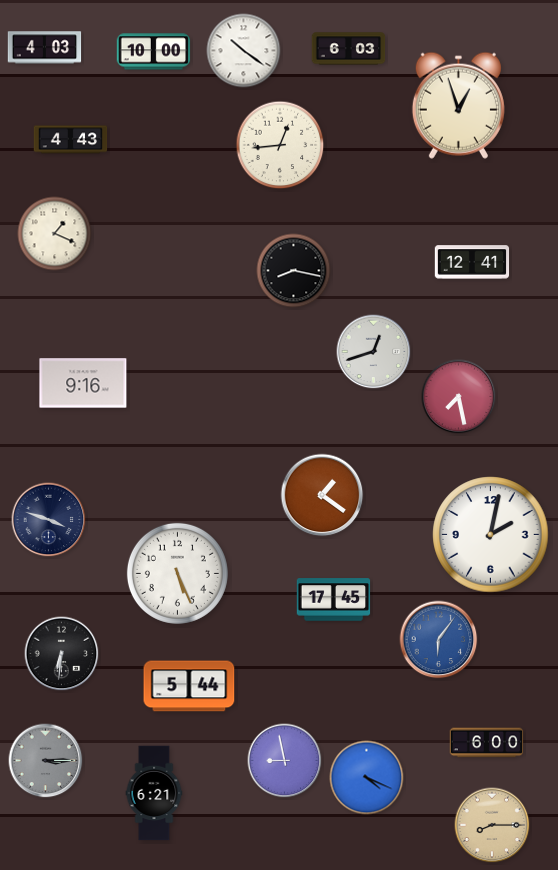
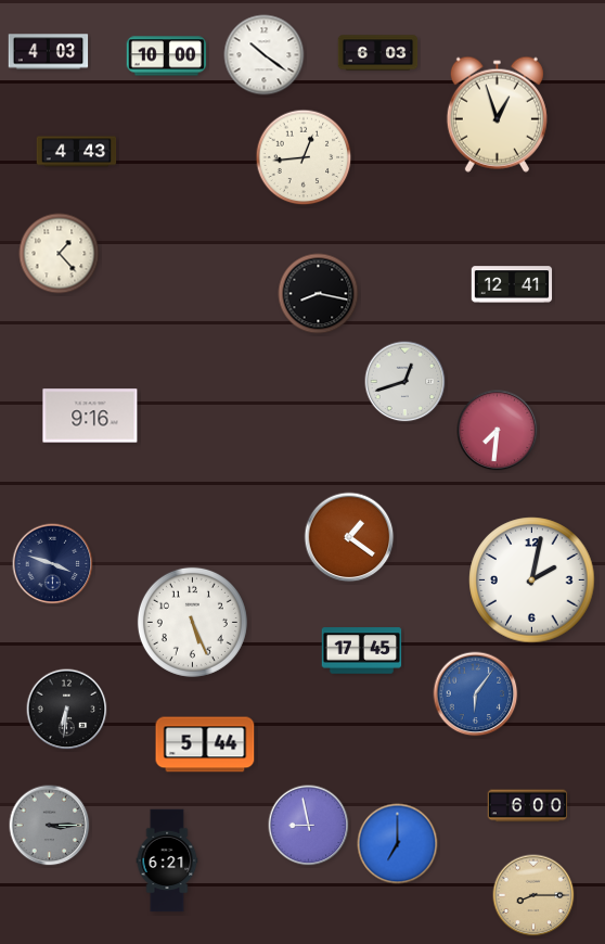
clock at (55, 234): 1:19 -> 1:23
clock at (459, 397): 7:28 -> 7:31
clock at (367, 778): 4:19 -> 7:00
